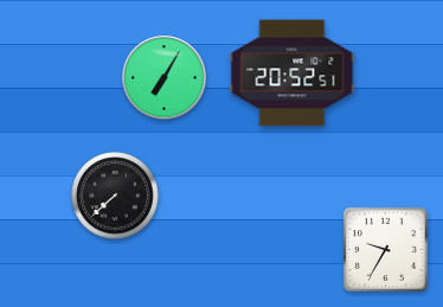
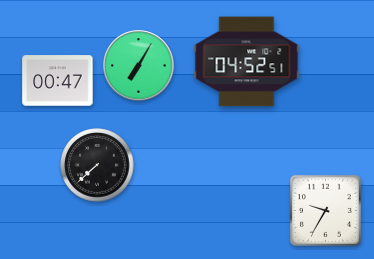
clock at (293, 73): 20:52 -> 04:52
clock at (58, 81): none -> 00:47
